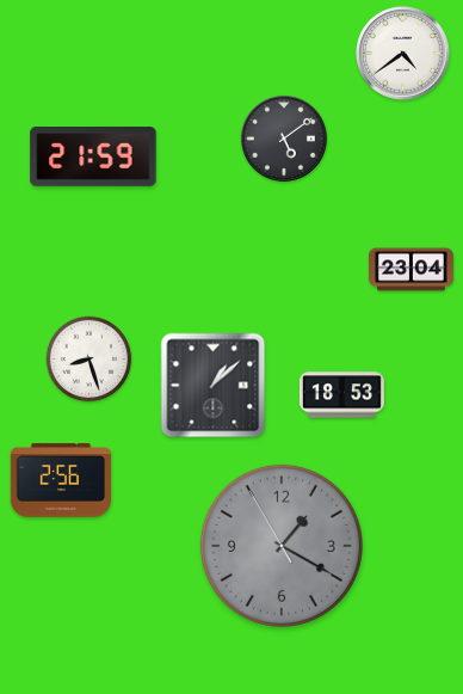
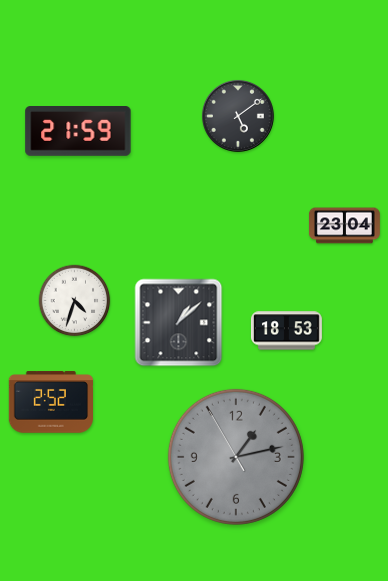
clock at (403, 54): 4:39 -> none
clock at (89, 360): 8:27 -> 4:33
clock at (60, 480): 2:56 -> 2:52
clock at (282, 546): 1:19 -> 1:12
